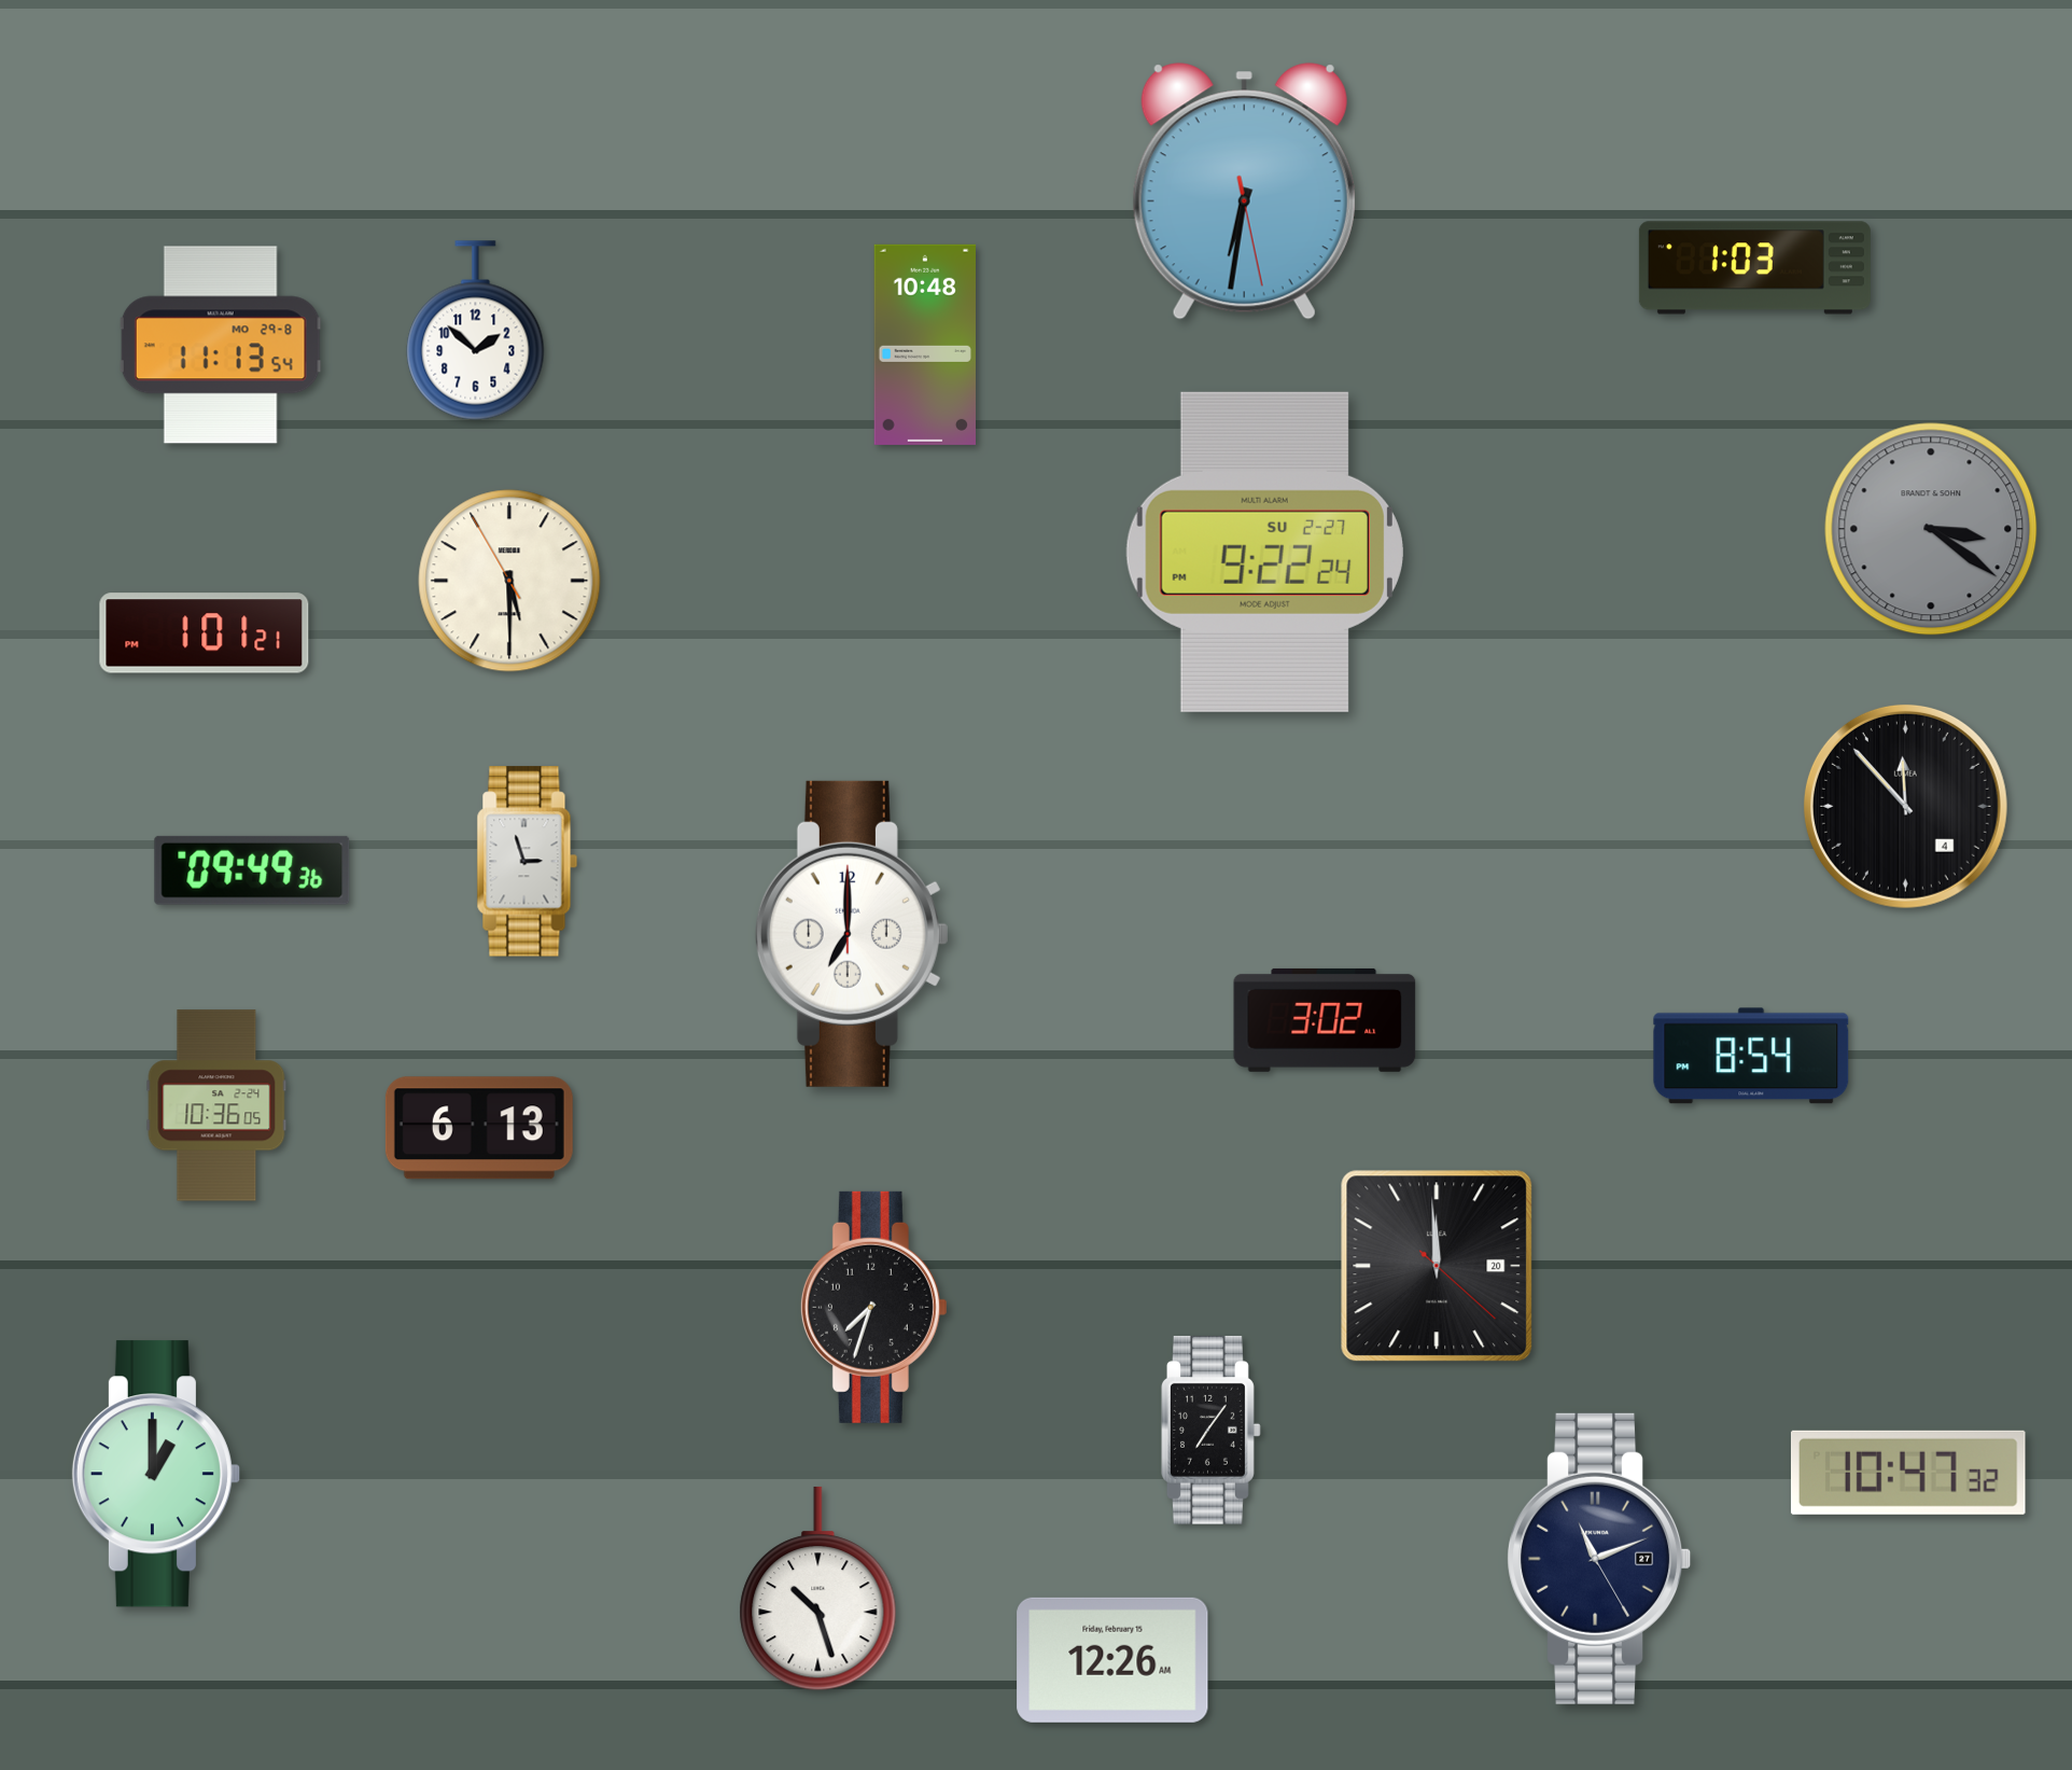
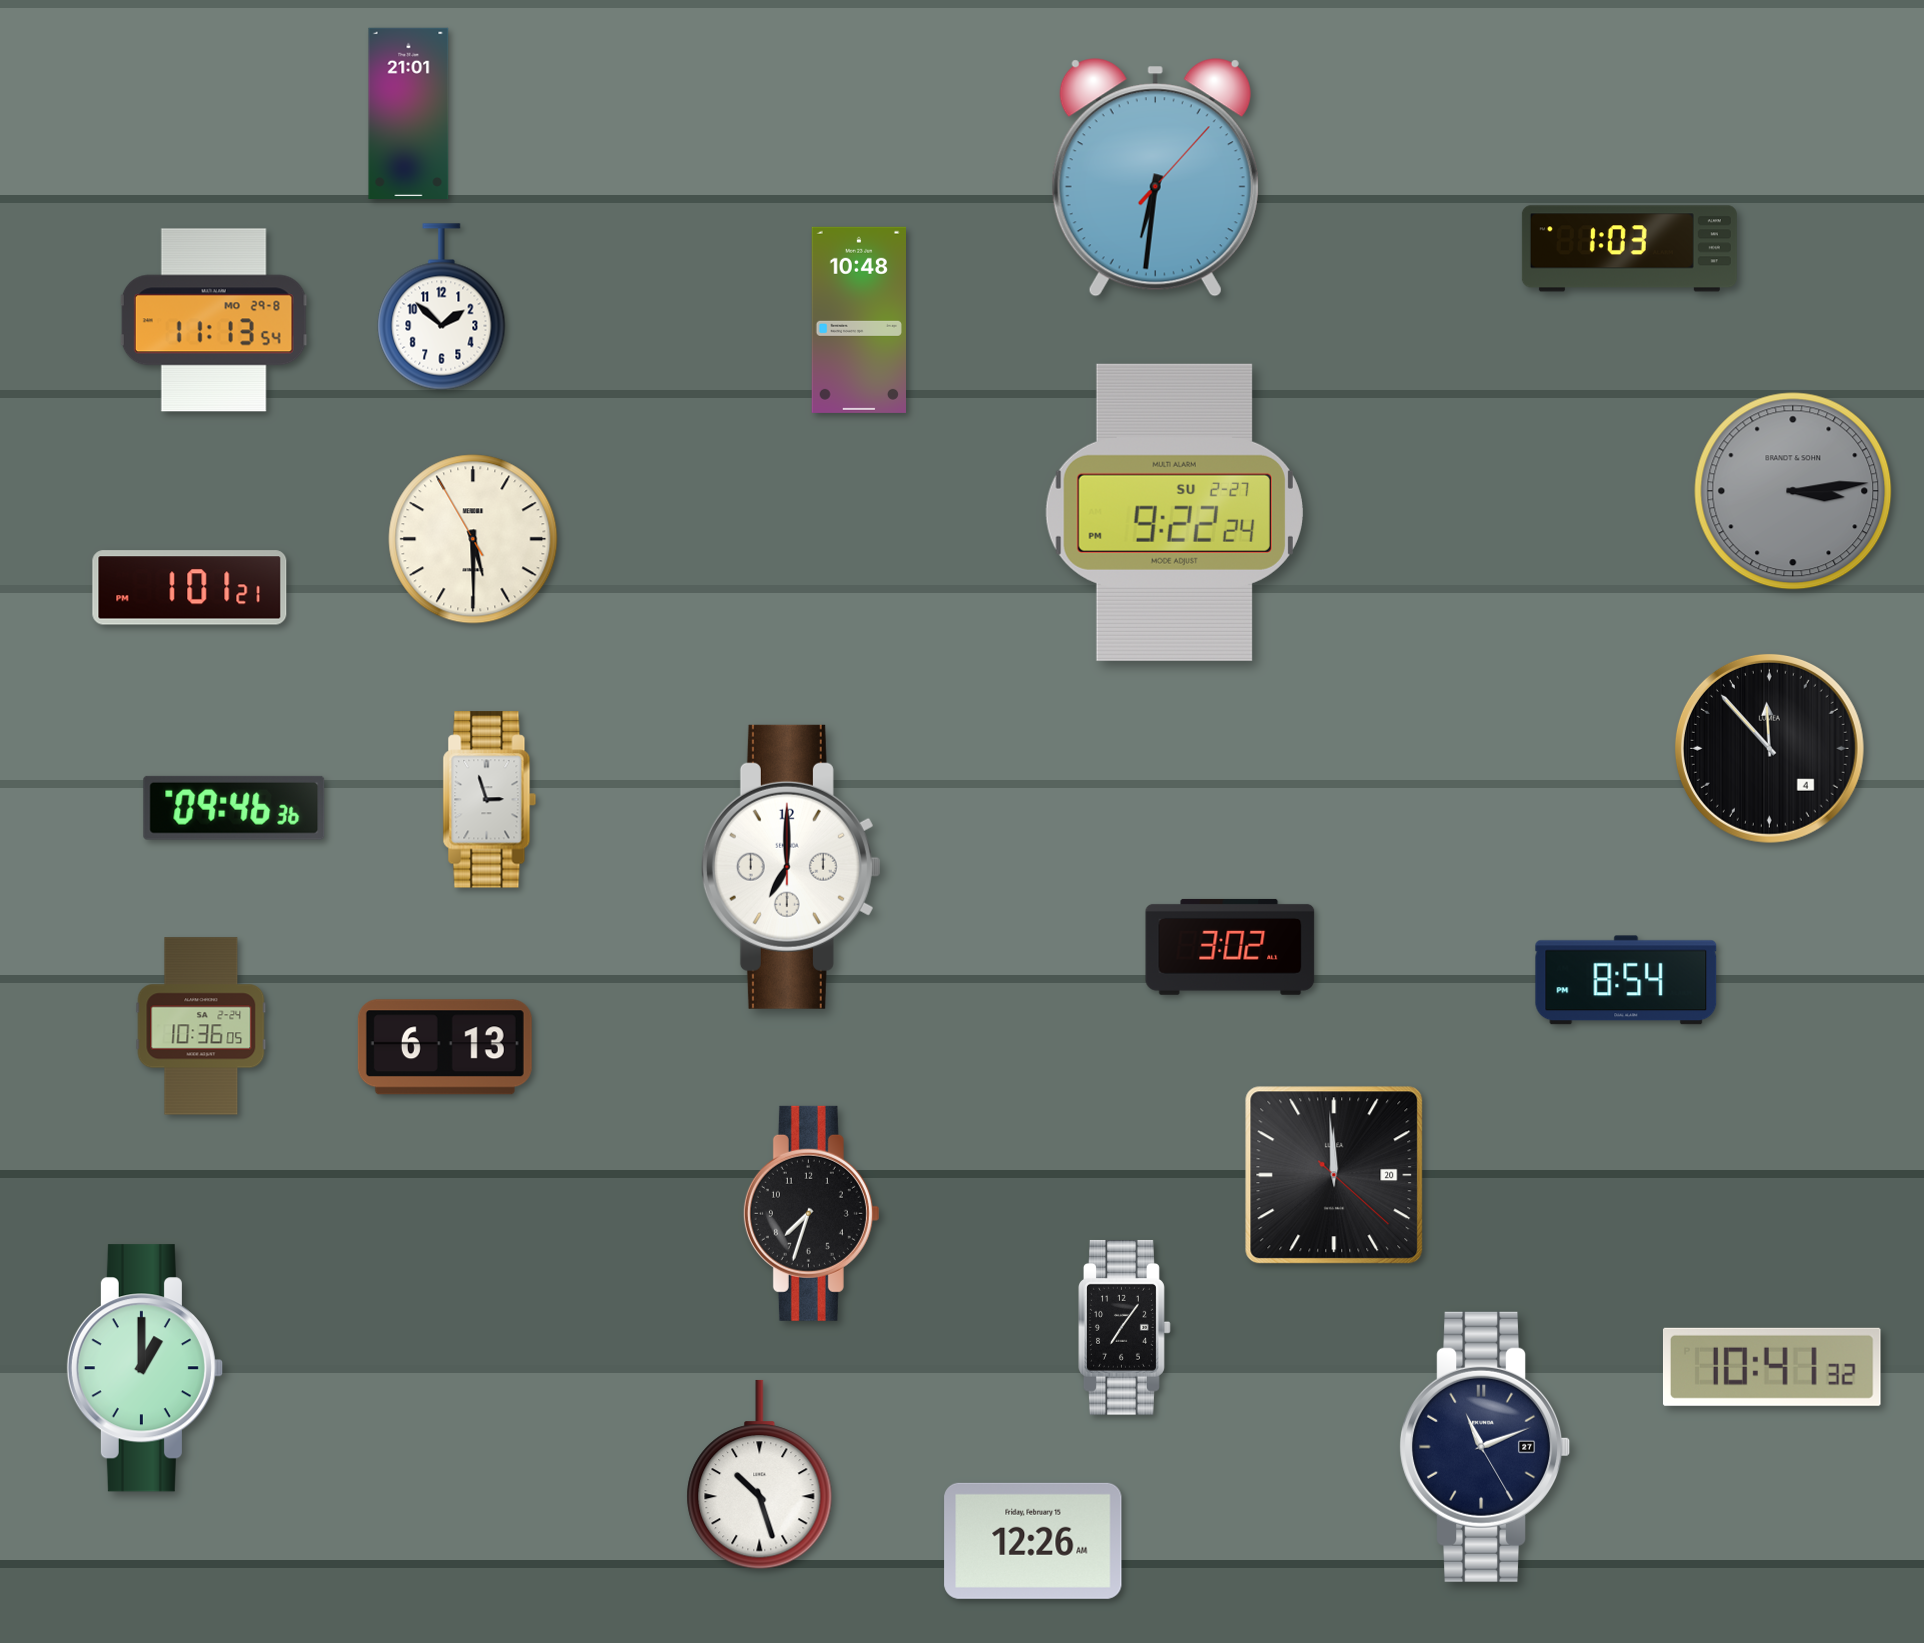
clock at (409, 113): none -> 21:01
clock at (1244, 192): 6:31:28 -> 6:31:07
clock at (221, 345) position: (221, 345) -> (214, 320)
clock at (1931, 529): 3:21 -> 3:14
clock at (252, 870): 09:49 -> 09:46
clock at (1908, 1473): 10:47 -> 10:41
